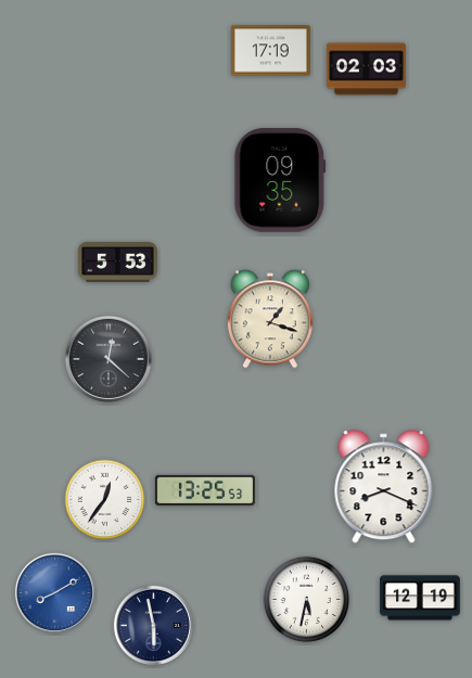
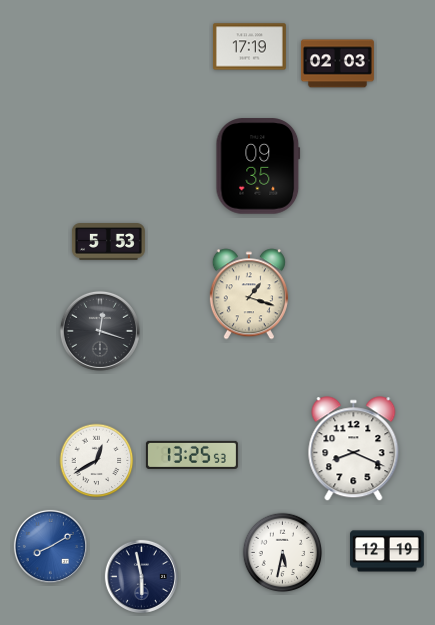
clock at (109, 359): 12:22 -> 12:18
clock at (205, 490) position: (205, 490) -> (192, 455)
clock at (105, 500): 12:36 -> 12:40
